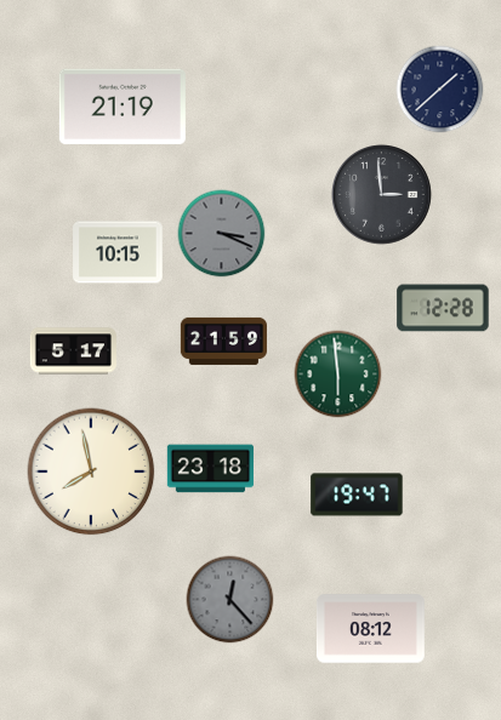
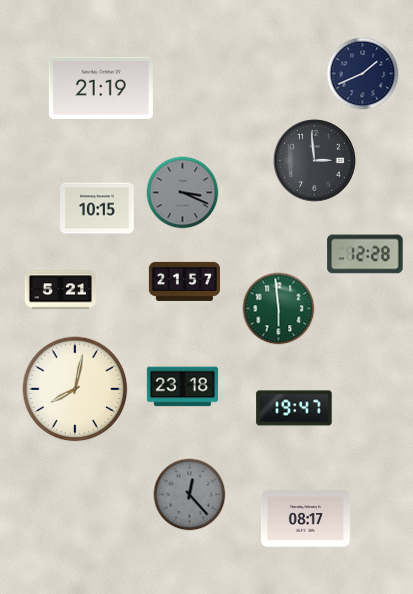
clock at (440, 90): 1:38 -> 1:41
clock at (223, 341): 21:59 -> 21:57
clock at (73, 352): 5:17 -> 5:21
clock at (210, 469) position: (210, 469) -> (182, 387)
clock at (91, 472): 7:58 -> 8:02
clock at (370, 629): 08:12 -> 08:17
